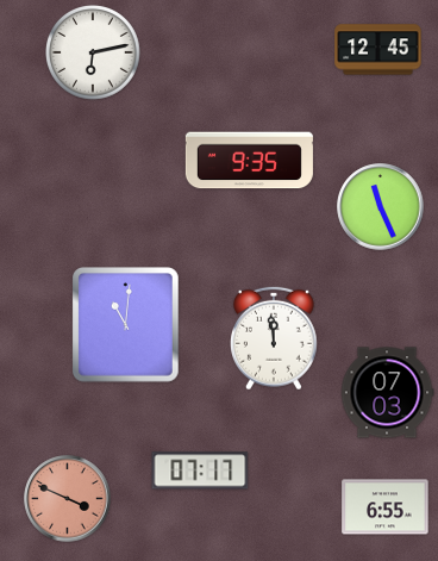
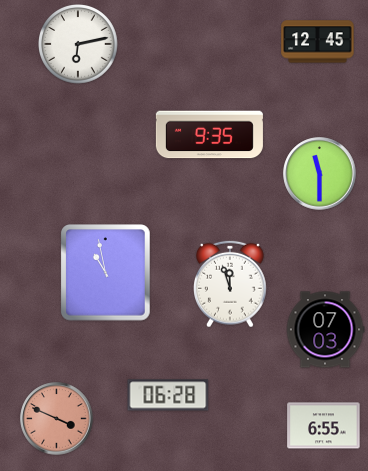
clock at (381, 207): 11:26 -> 11:30
clock at (126, 325): 11:01 -> 10:58
clock at (275, 338): 11:59 -> 11:57
clock at (200, 470): 07:17 -> 06:28
